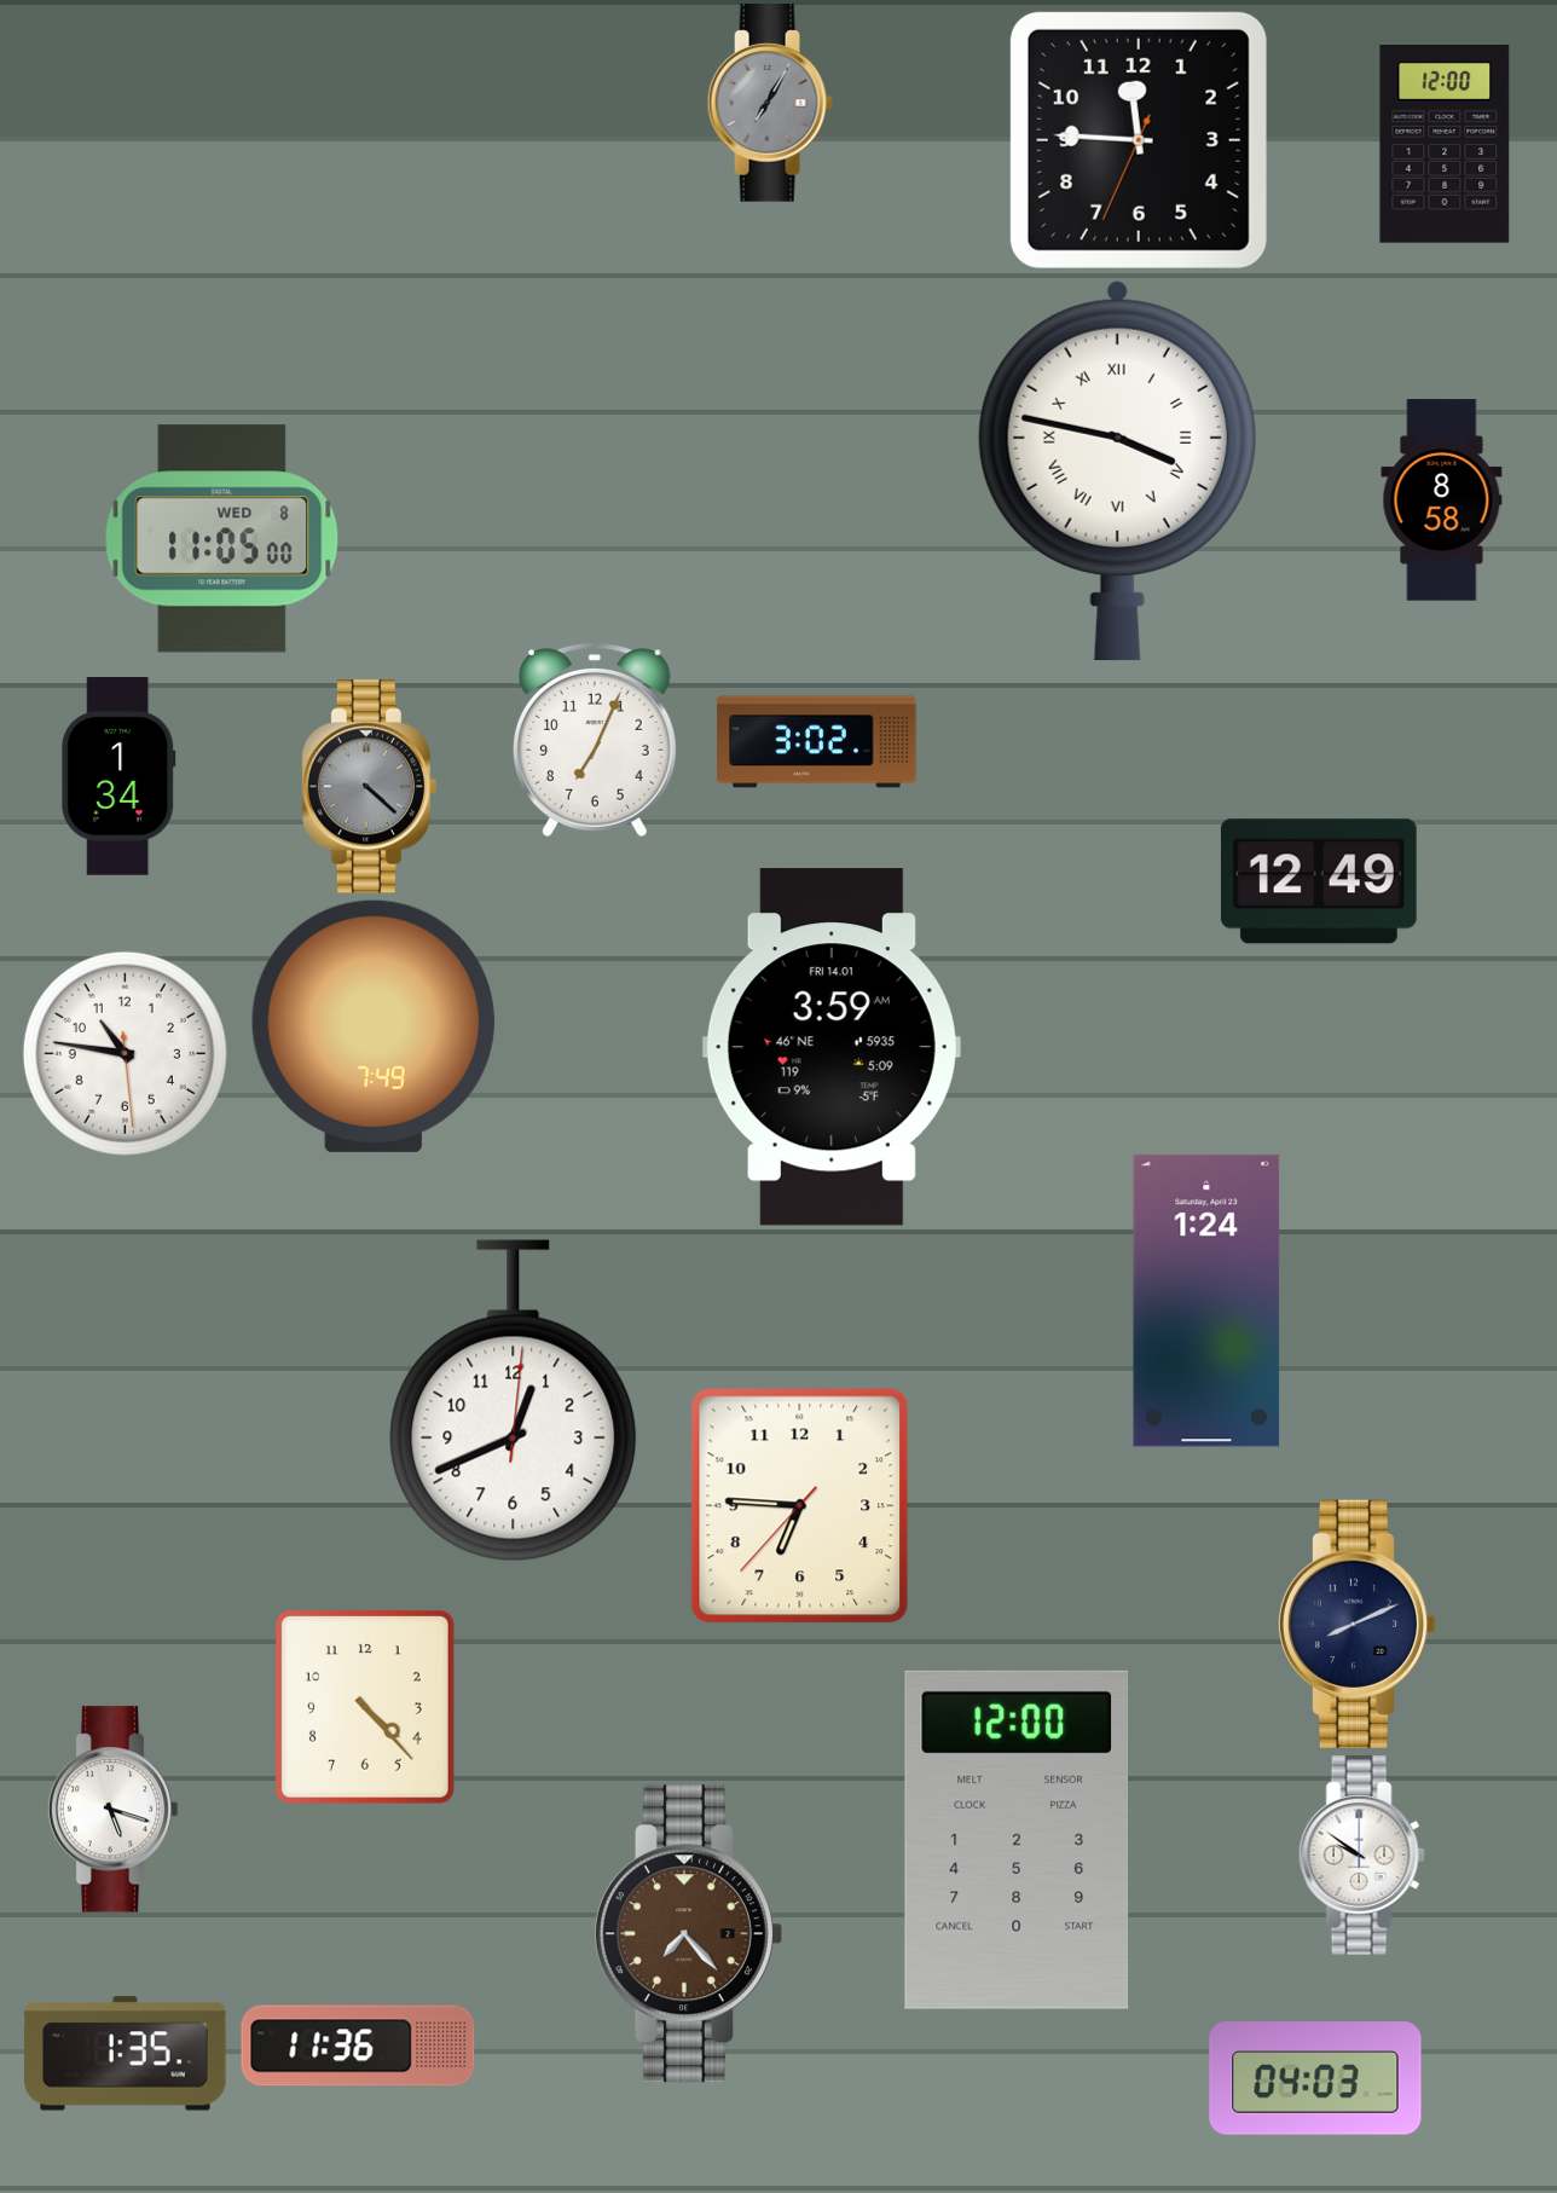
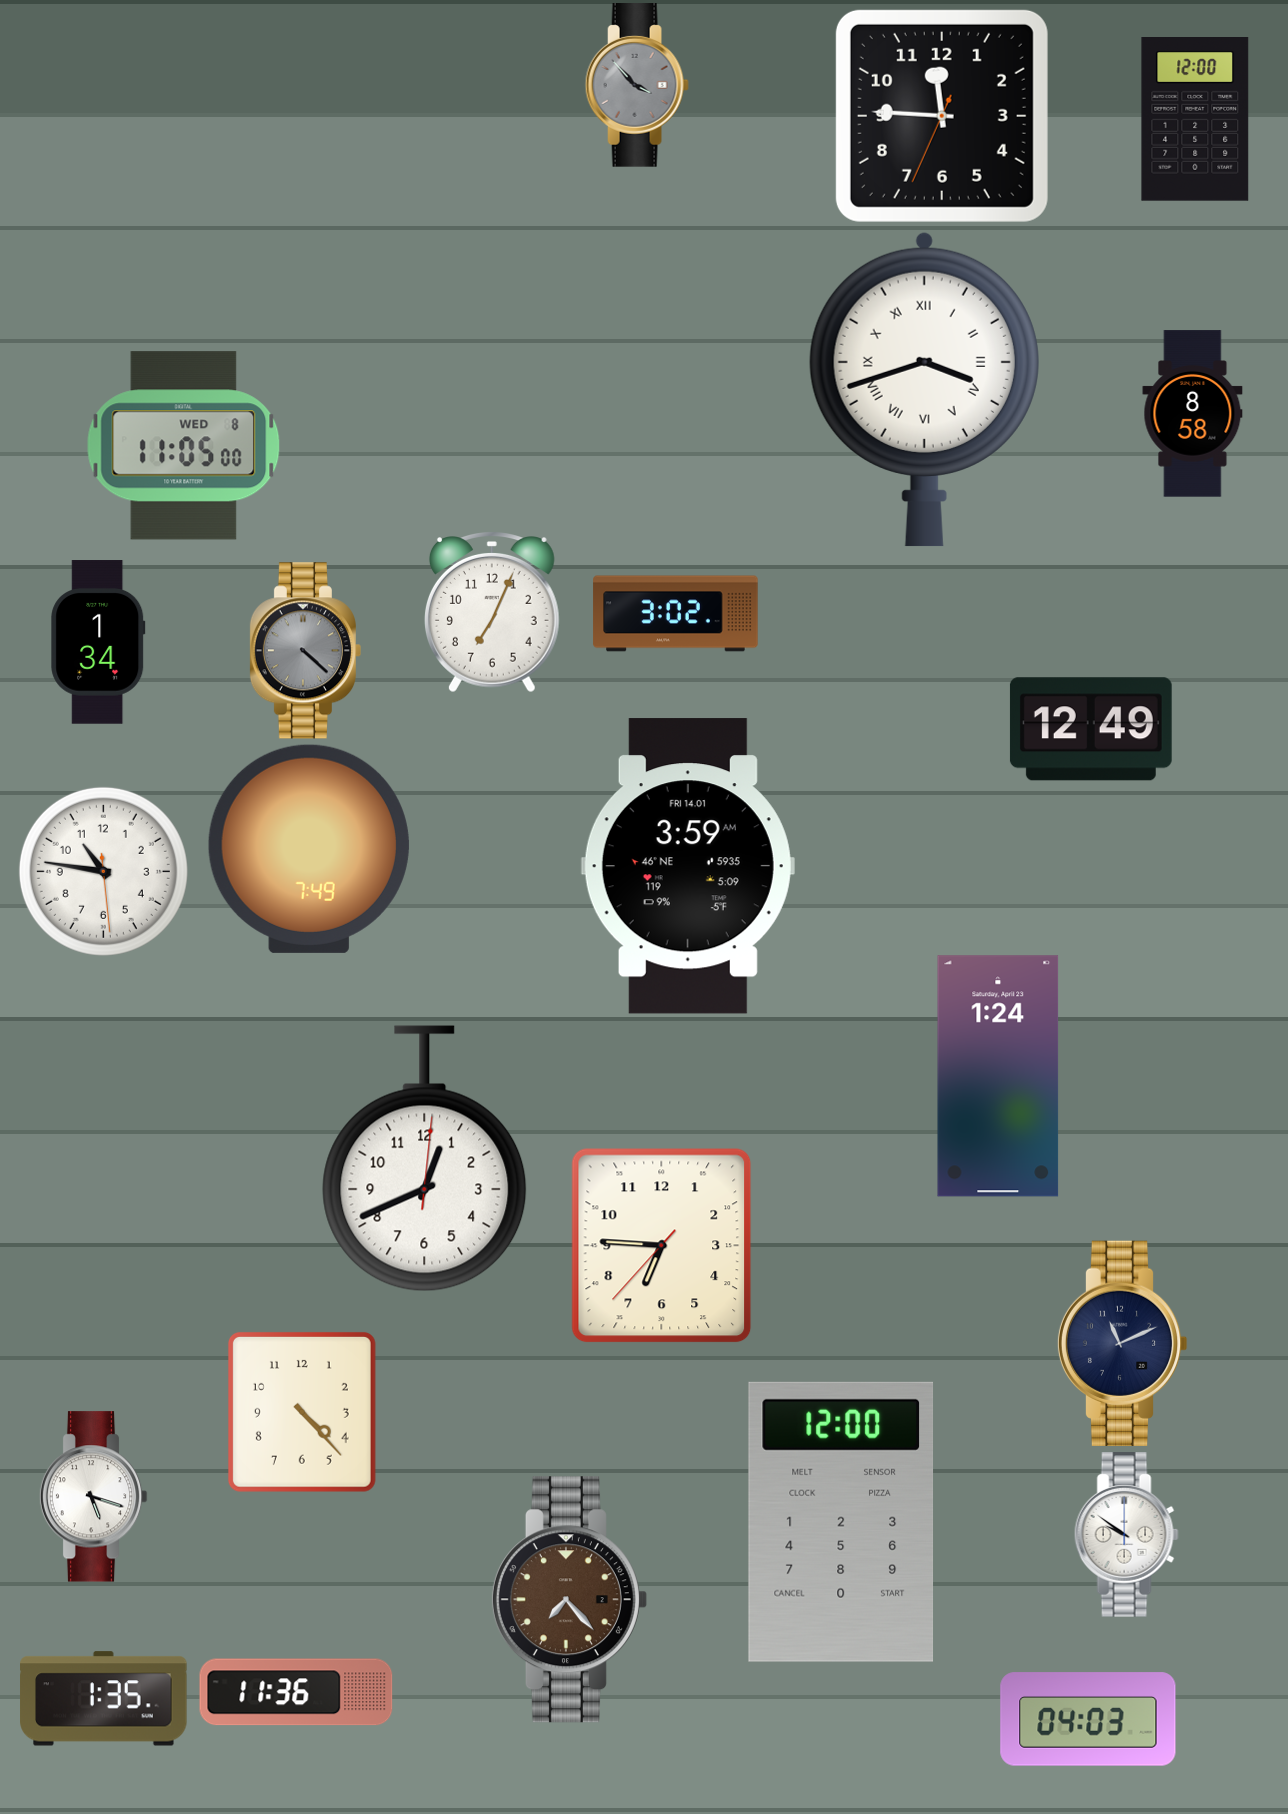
clock at (770, 104): 7:05 -> 3:53
clock at (1117, 470): 3:47 -> 3:42
clock at (1356, 1624): 8:11 -> 11:11
